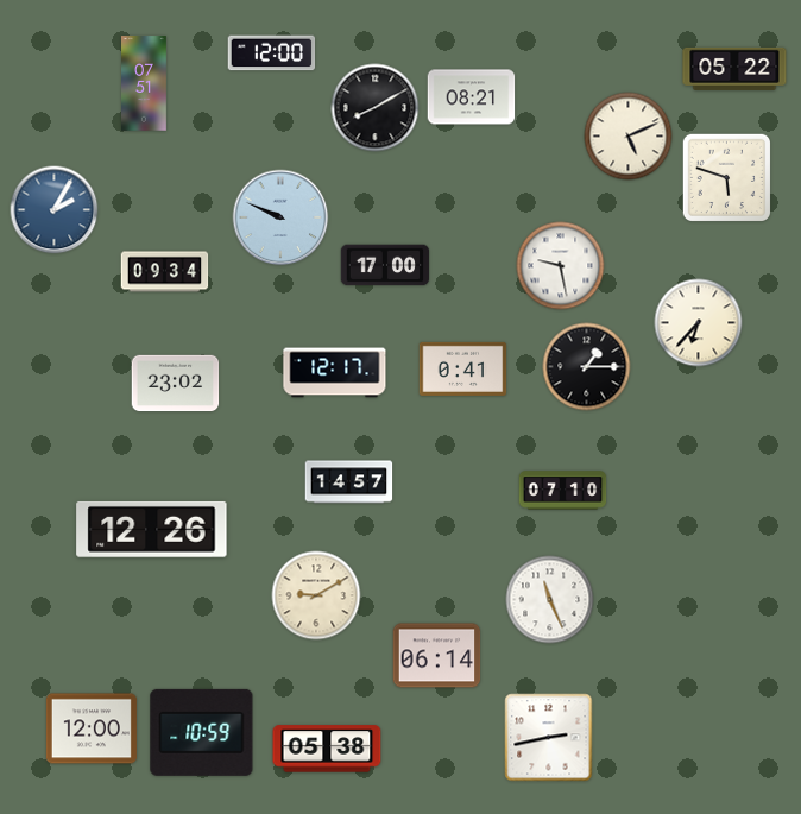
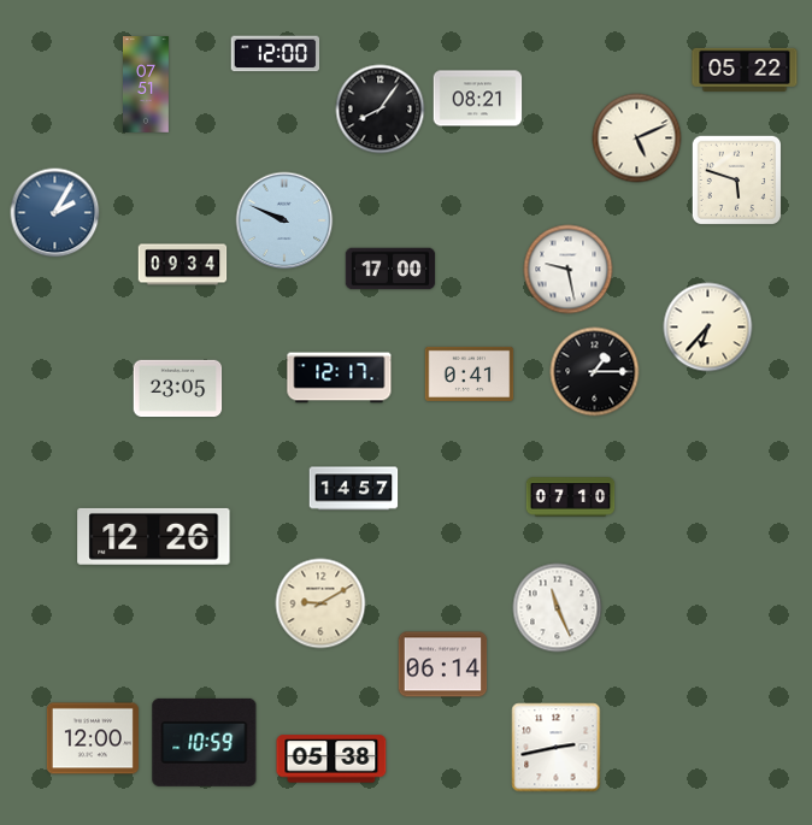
clock at (376, 108): 8:10 -> 8:06
clock at (165, 272) position: (165, 272) -> (183, 265)
clock at (176, 384): 23:02 -> 23:05
